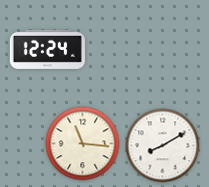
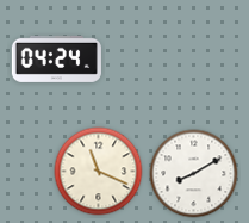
clock at (47, 49): 12:24 -> 04:24
clock at (83, 144): 11:16 -> 11:19
